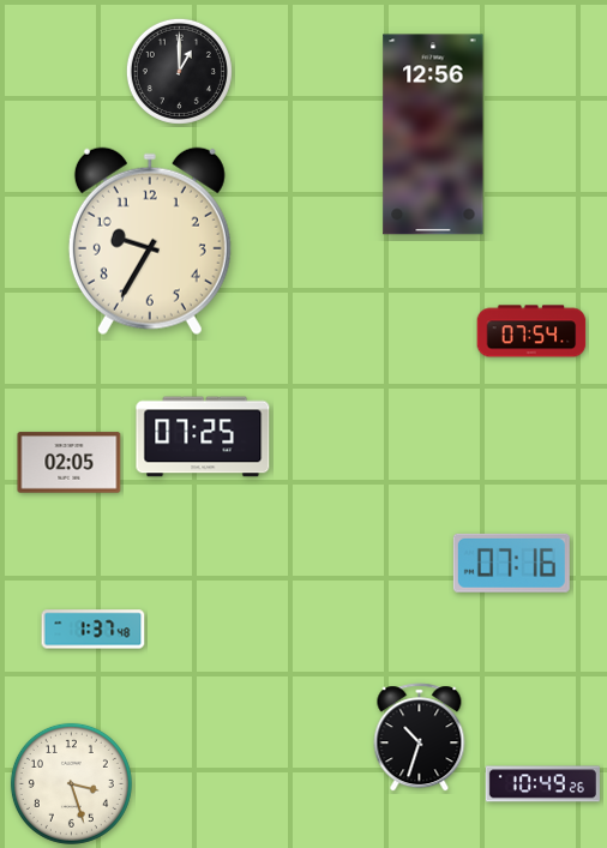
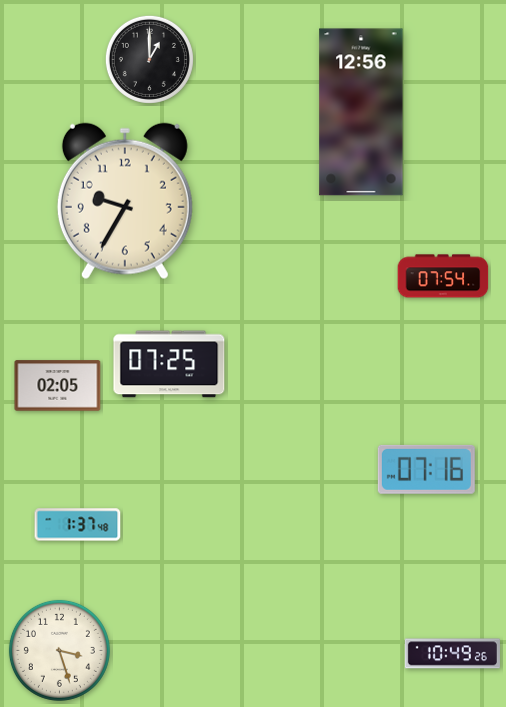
clock at (420, 738): 10:33 -> none
clock at (71, 783) position: (71, 783) -> (59, 650)
